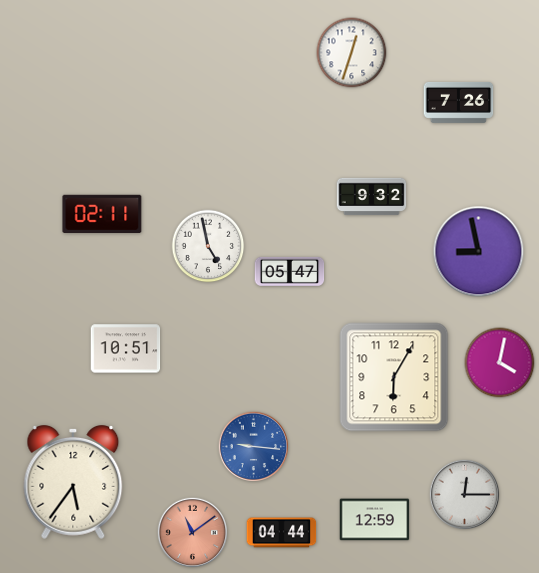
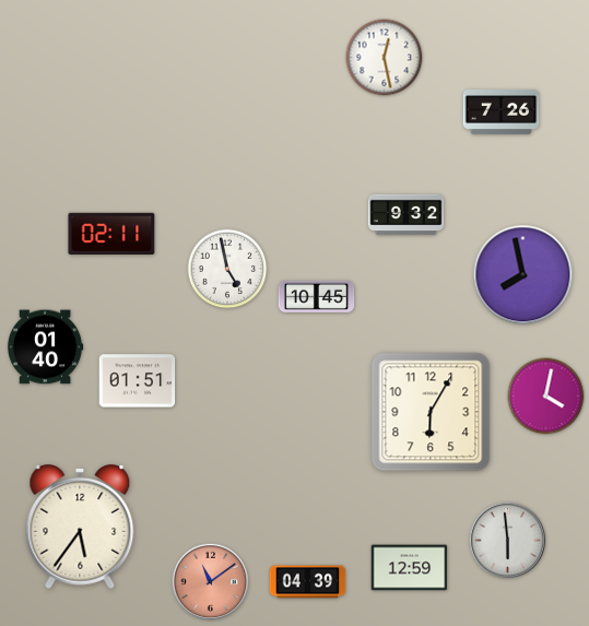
clock at (352, 53): 12:33 -> 12:28
clock at (479, 252): 8:58 -> 7:58
clock at (290, 271): 05:47 -> 10:45
clock at (45, 347): none -> 01:40
clock at (126, 349): 10:51 -> 01:51
clock at (254, 447): 9:16 -> none
clock at (465, 495): 12:15 -> 5:59
clock at (282, 533): 04:44 -> 04:39
